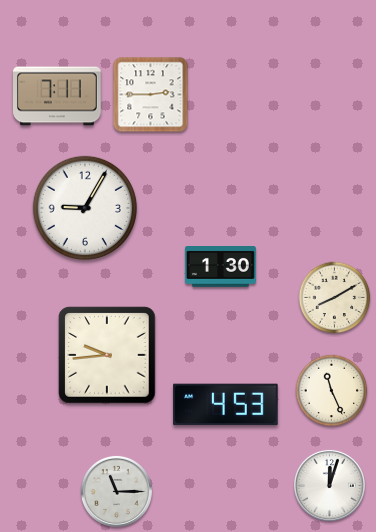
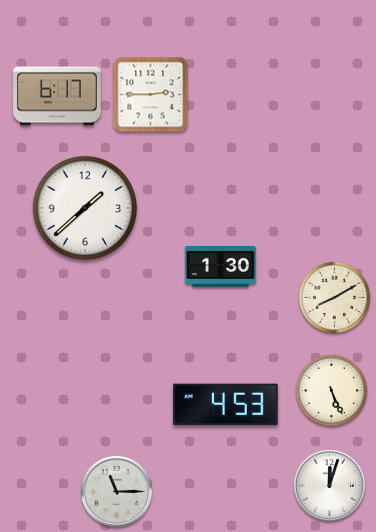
clock at (58, 96): 7:11 -> 6:17
clock at (84, 207): 9:05 -> 1:38
clock at (107, 355): 9:44 -> none
clock at (332, 391): 11:26 -> 5:26
